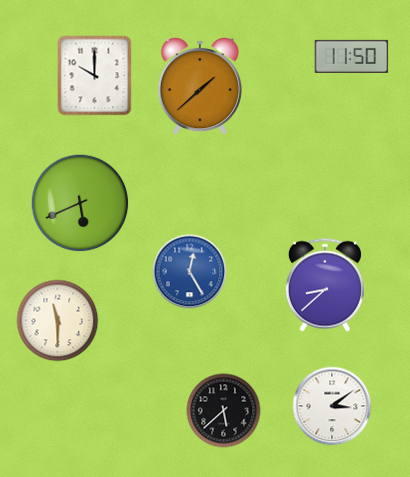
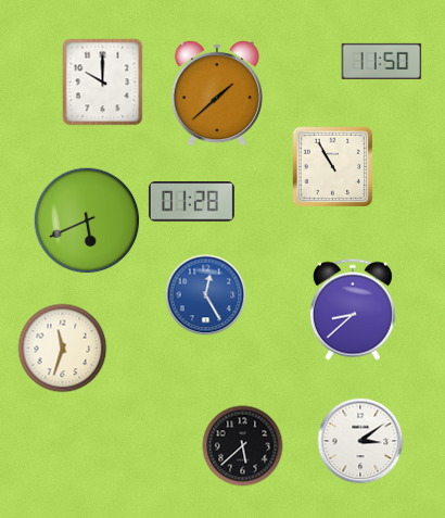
clock at (333, 167): none -> 10:55
clock at (191, 202): none -> 01:28
clock at (58, 321): 11:30 -> 11:33
